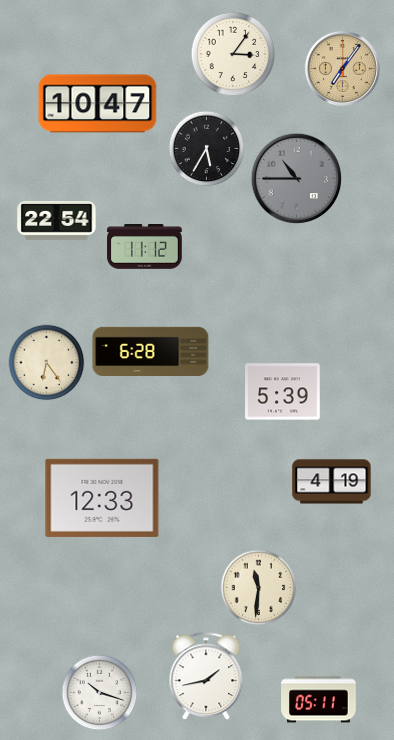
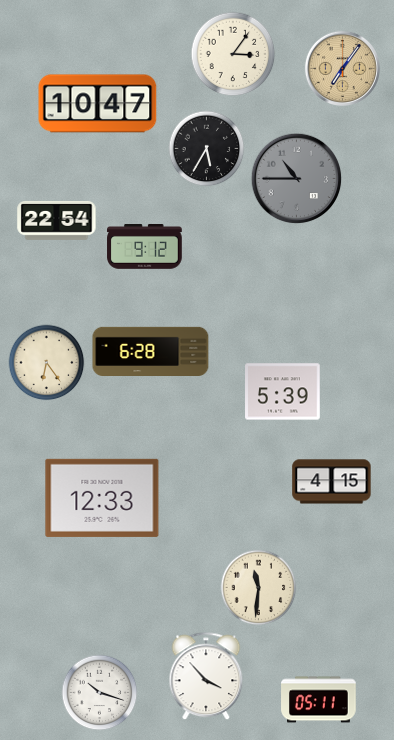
clock at (145, 247): 11:12 -> 9:12
clock at (332, 482): 4:19 -> 4:15
clock at (206, 677): 1:43 -> 3:53
